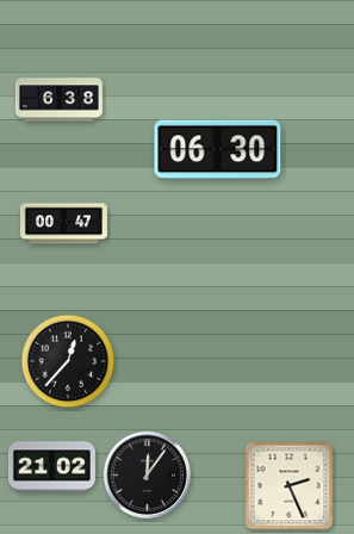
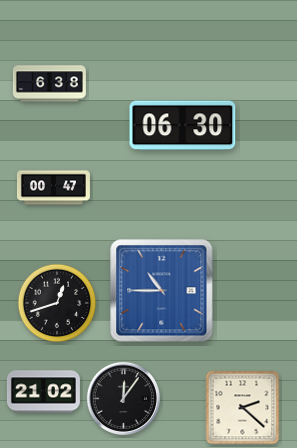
clock at (162, 291): none -> 10:45
clock at (68, 361): 12:37 -> 12:42
clock at (290, 486): 2:26 -> 2:22
